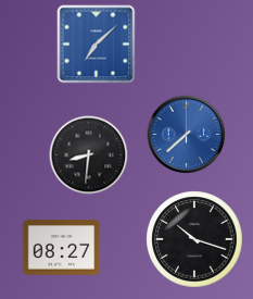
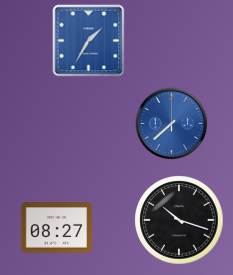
clock at (97, 45): 7:08 -> 1:35
clock at (89, 155): 8:31 -> none
